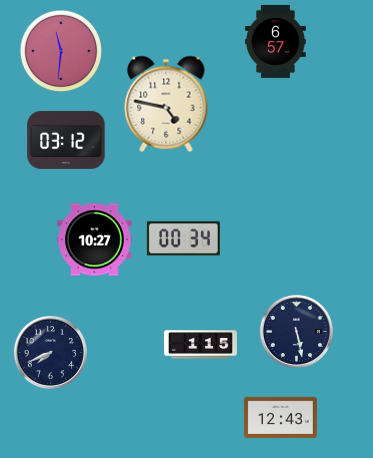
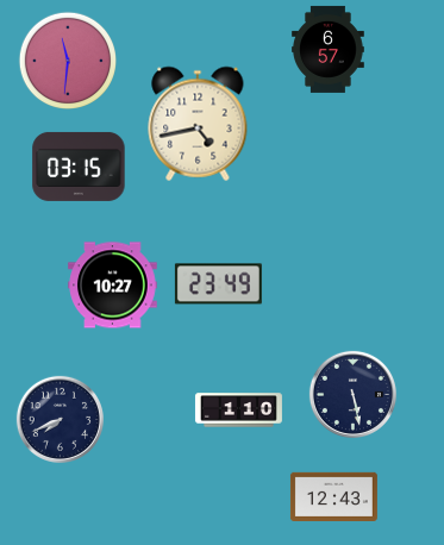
clock at (60, 50) position: (60, 50) -> (67, 59)
clock at (166, 104): 4:47 -> 4:43
clock at (66, 140): 03:12 -> 03:15
clock at (183, 239): 00:34 -> 23:49
clock at (200, 345): 1:15 -> 1:10
